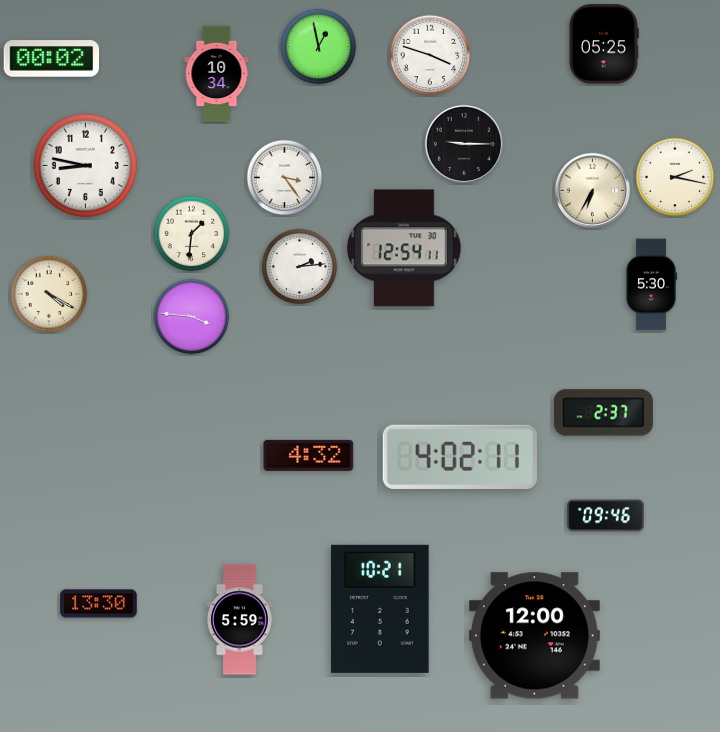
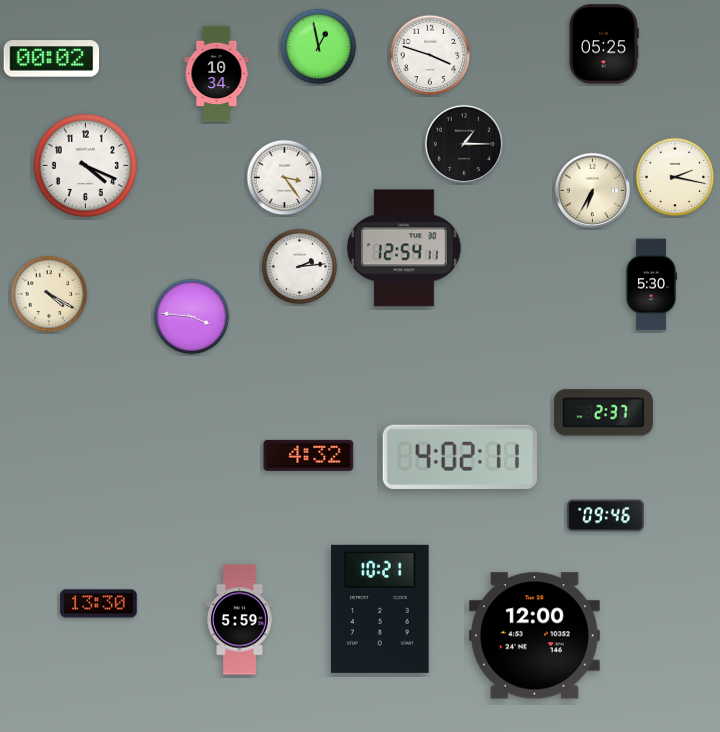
clock at (463, 143): 9:15 -> 1:15
clock at (85, 165): 8:47 -> 4:19
clock at (192, 234): 1:31 -> none
